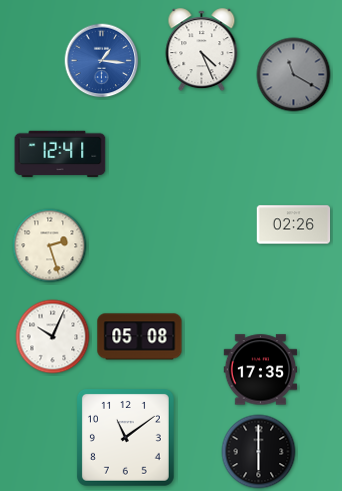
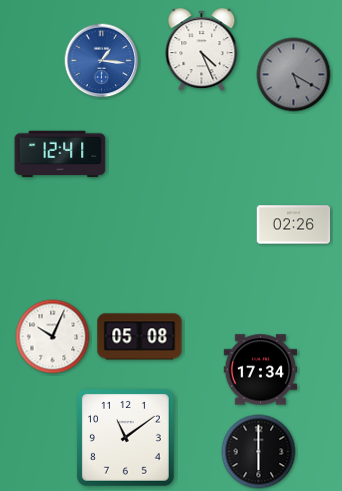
clock at (294, 75): 11:20 -> 5:20
clock at (50, 246): 2:27 -> none
clock at (261, 370): 17:35 -> 17:34
